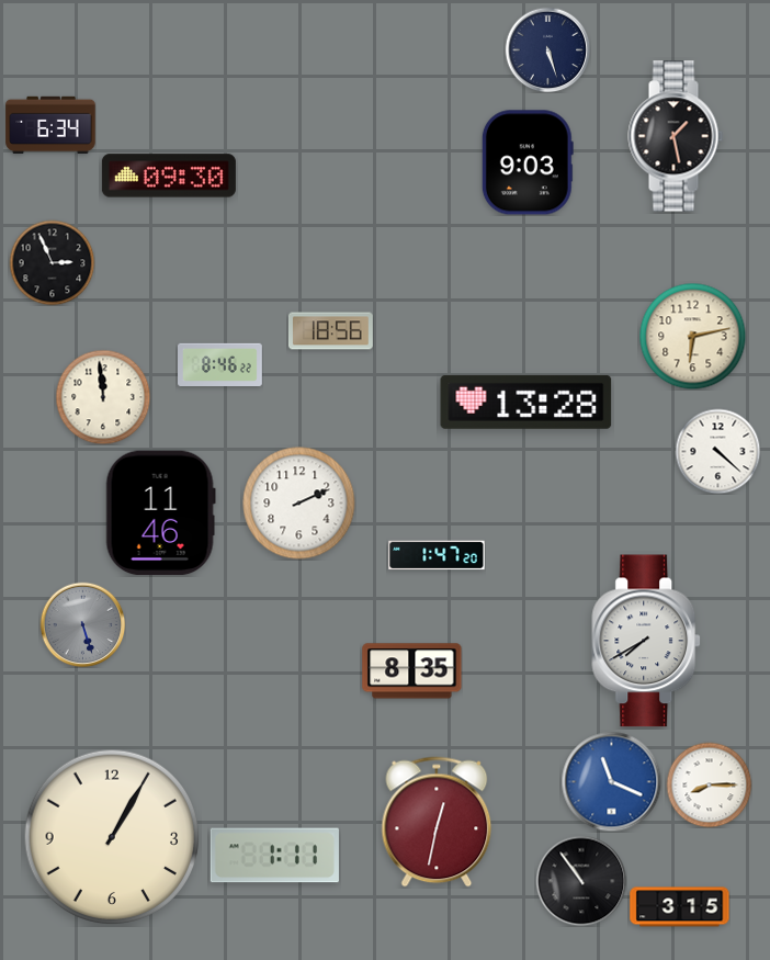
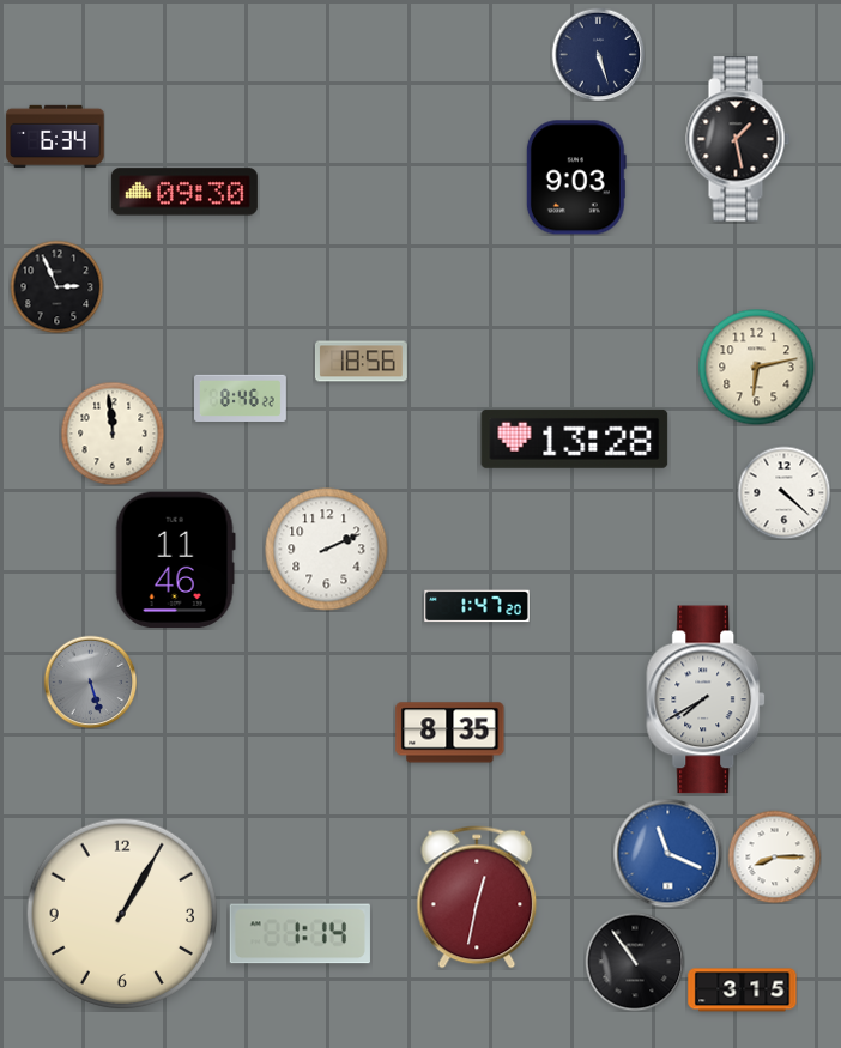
clock at (676, 136) position: (676, 136) -> (738, 139)
clock at (274, 856): 1:11 -> 1:14
